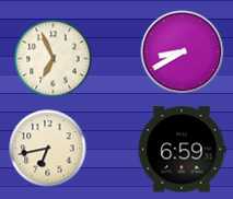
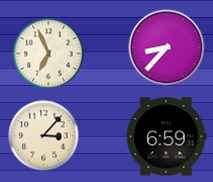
clock at (183, 52): 8:40 -> 8:37
clock at (48, 149): 6:43 -> 3:07
